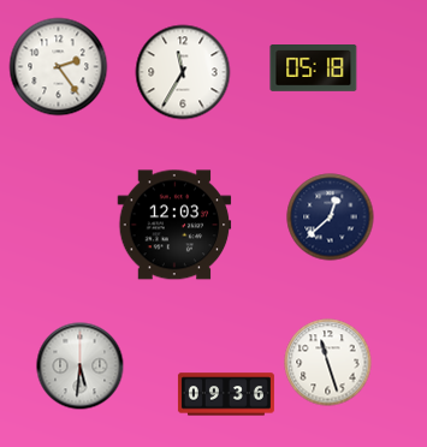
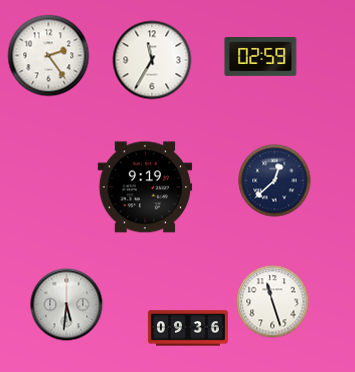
clock at (314, 68): 05:18 -> 02:59
clock at (174, 225): 12:03 -> 9:19
